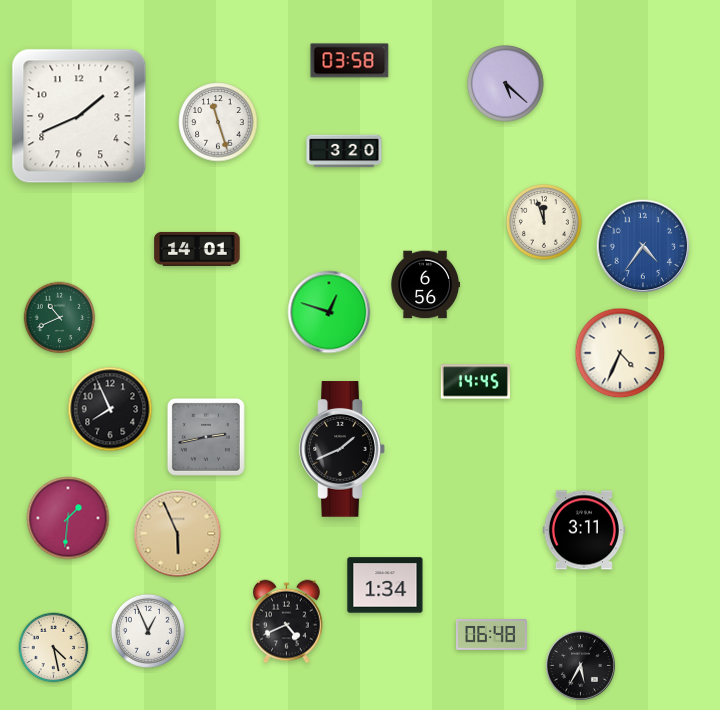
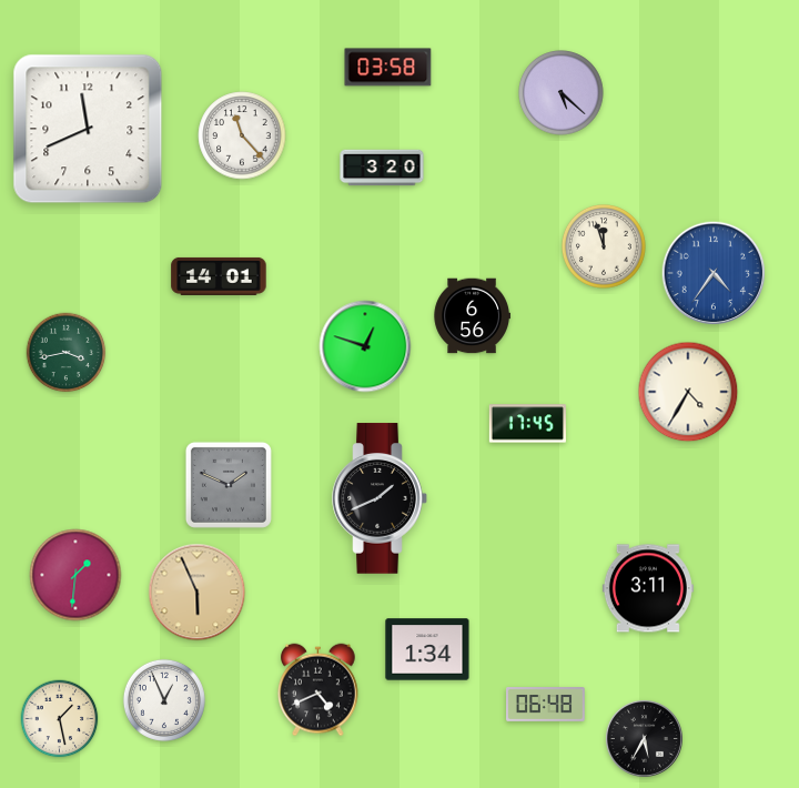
clock at (79, 116): 1:41 -> 11:41
clock at (218, 122): 11:27 -> 11:23
clock at (60, 318): 10:41 -> 3:43
clock at (620, 353): 4:34 -> 4:35
clock at (475, 382): 14:45 -> 17:45
clock at (110, 409): 7:56 -> none
clock at (206, 437): 2:43 -> 1:49
clock at (54, 648): 4:28 -> 1:28
